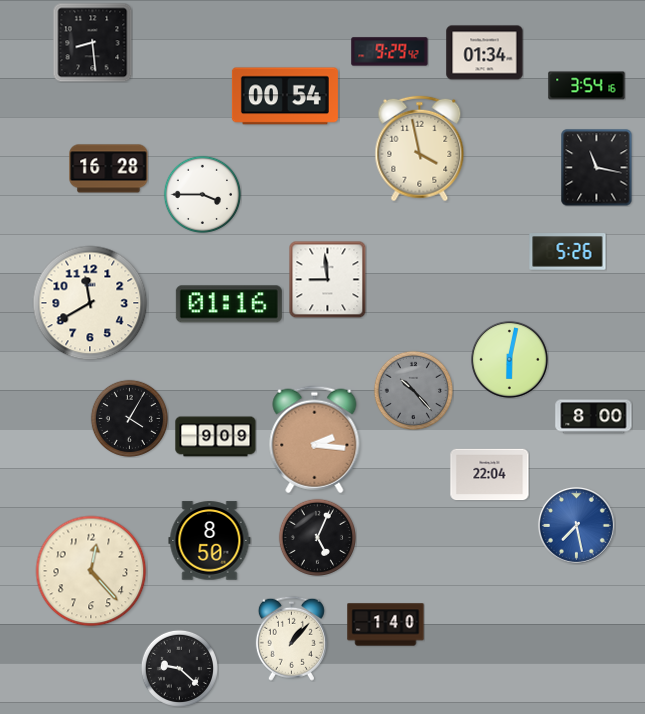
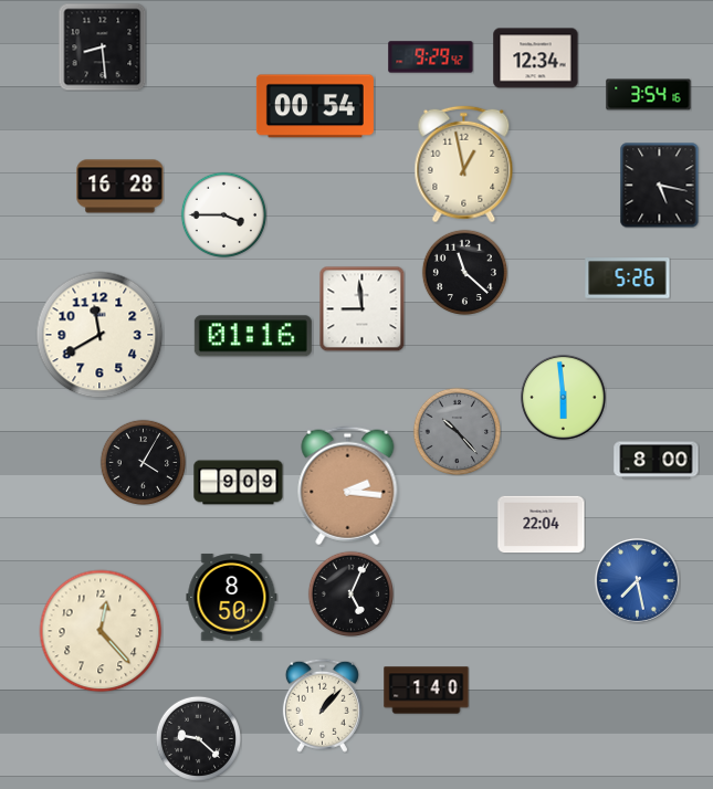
clock at (485, 53): 01:34 -> 12:34
clock at (420, 149): 3:58 -> 12:58
clock at (597, 167): 11:17 -> 5:17
clock at (464, 272): none -> 11:22
clock at (509, 359): 6:02 -> 5:59
